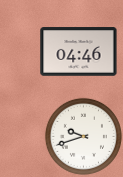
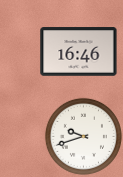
clock at (79, 52): 04:46 -> 16:46
